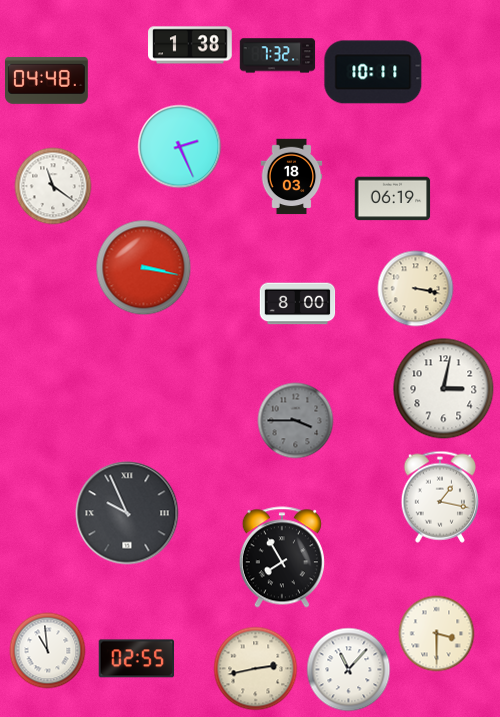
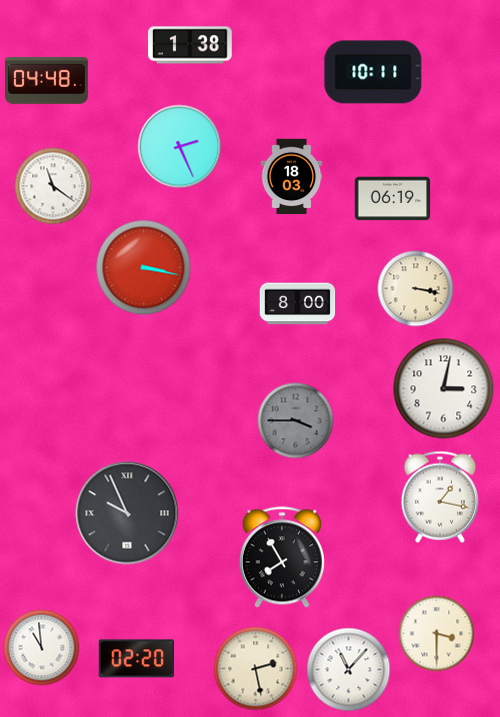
clock at (278, 56): 7:32 -> none
clock at (48, 651) position: (48, 651) -> (42, 648)
clock at (136, 659): 02:55 -> 02:20
clock at (256, 669): 2:43 -> 2:28
